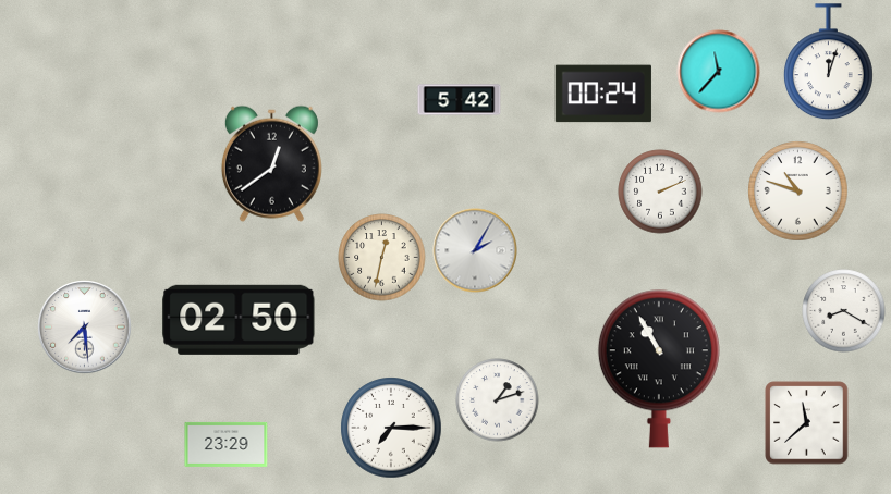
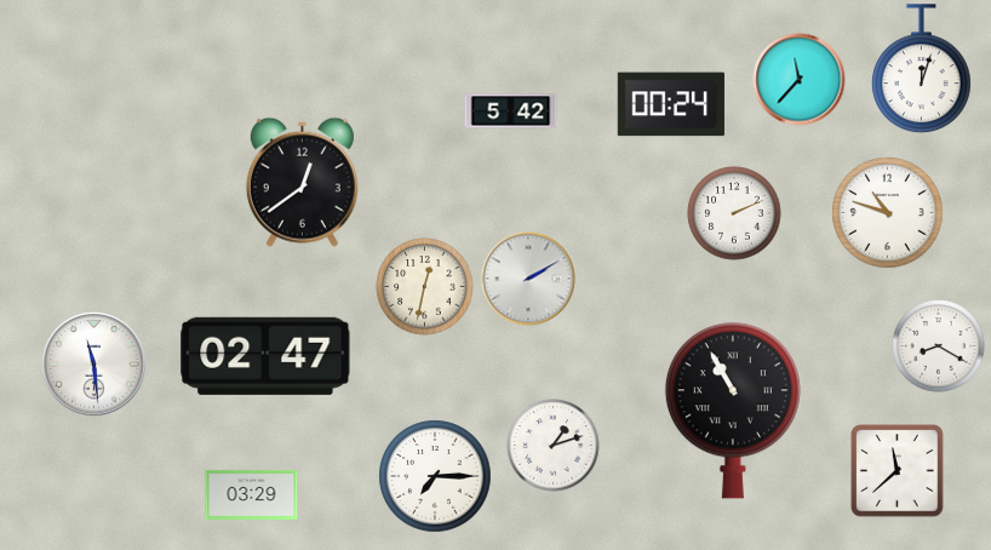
clock at (475, 250): 2:05 -> 2:10
clock at (239, 320): 02:50 -> 02:47
clock at (85, 328): 7:29 -> 11:29
clock at (227, 444): 23:29 -> 03:29
